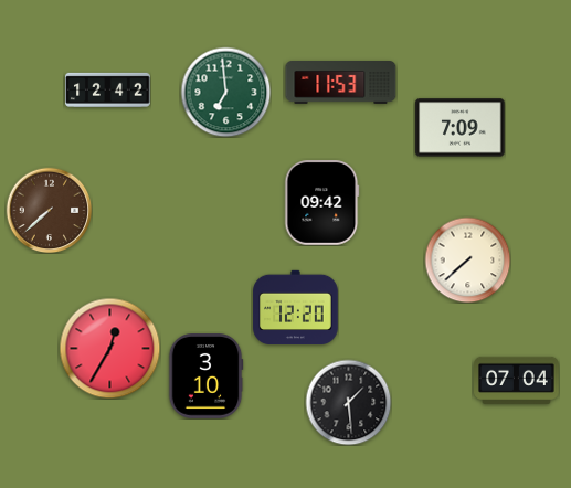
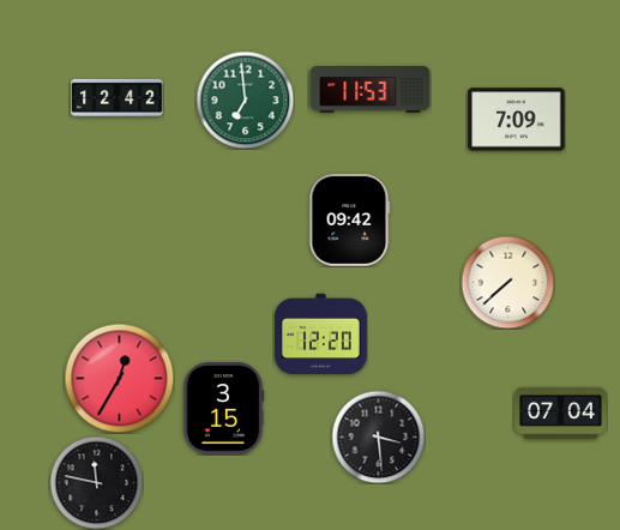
clock at (461, 128) position: (461, 128) -> (517, 120)
clock at (49, 210): 7:38 -> none
clock at (205, 376): 3:10 -> 3:15
clock at (348, 402): 1:29 -> 3:29
clock at (96, 482): none -> 11:47
